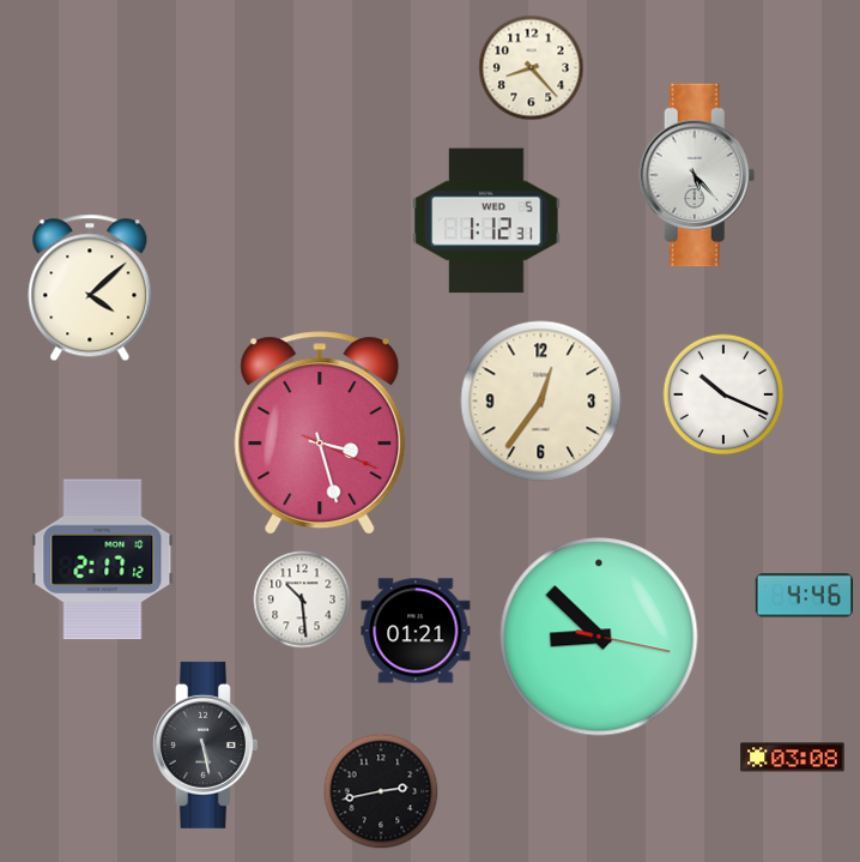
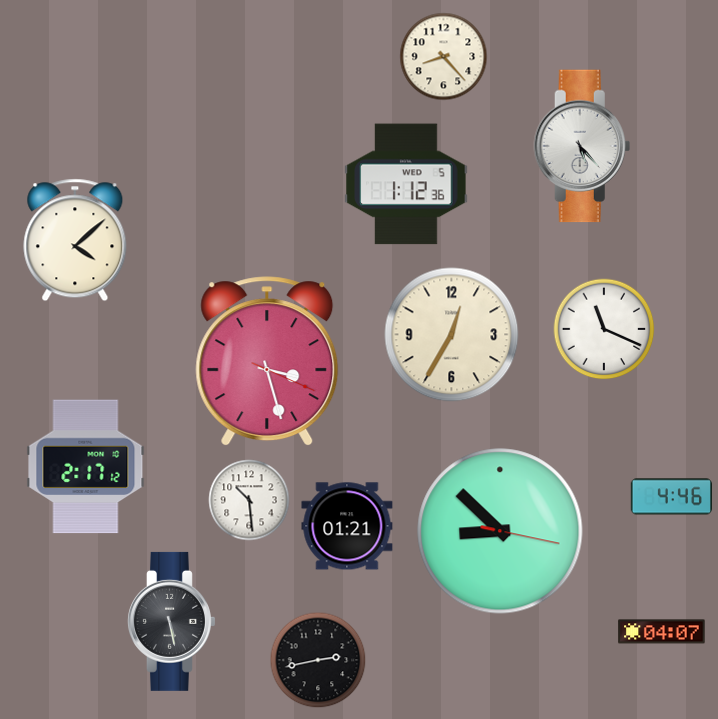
clock at (486, 221): 1:12:31 -> 1:12:36
clock at (723, 394): 10:19 -> 11:19
clock at (541, 402): 12:36 -> 12:35
clock at (302, 599) position: (302, 599) -> (249, 500)
clock at (793, 758): 03:08 -> 04:07
